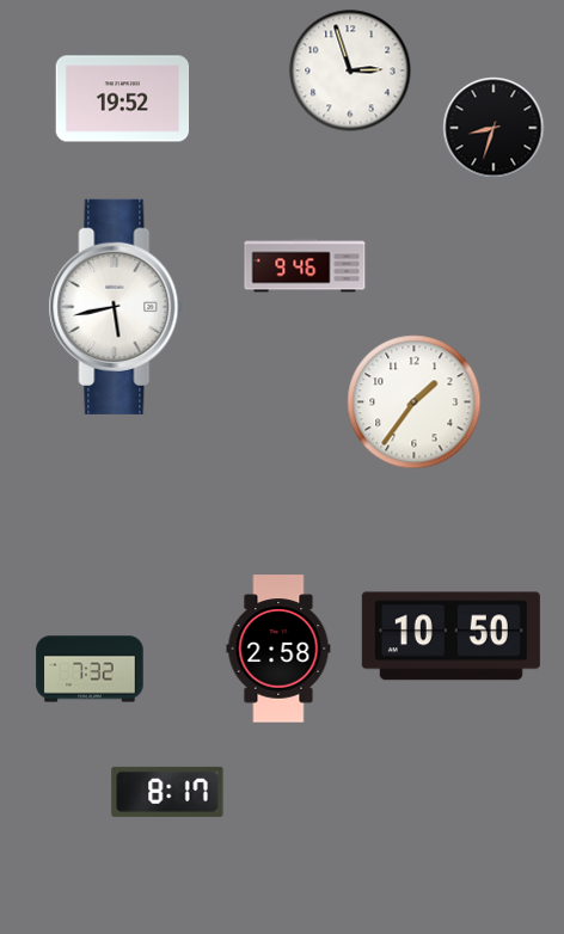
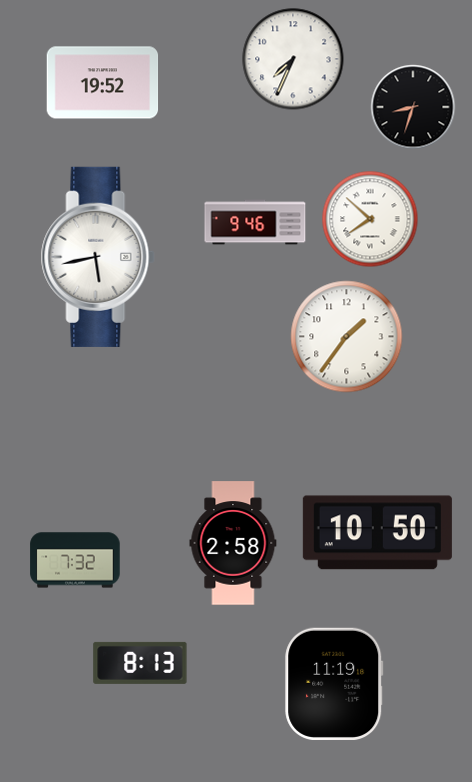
clock at (350, 70): 2:57 -> 7:34
clock at (370, 219): none -> 7:52
clock at (167, 792): 8:17 -> 8:13
clock at (334, 684): none -> 11:19
